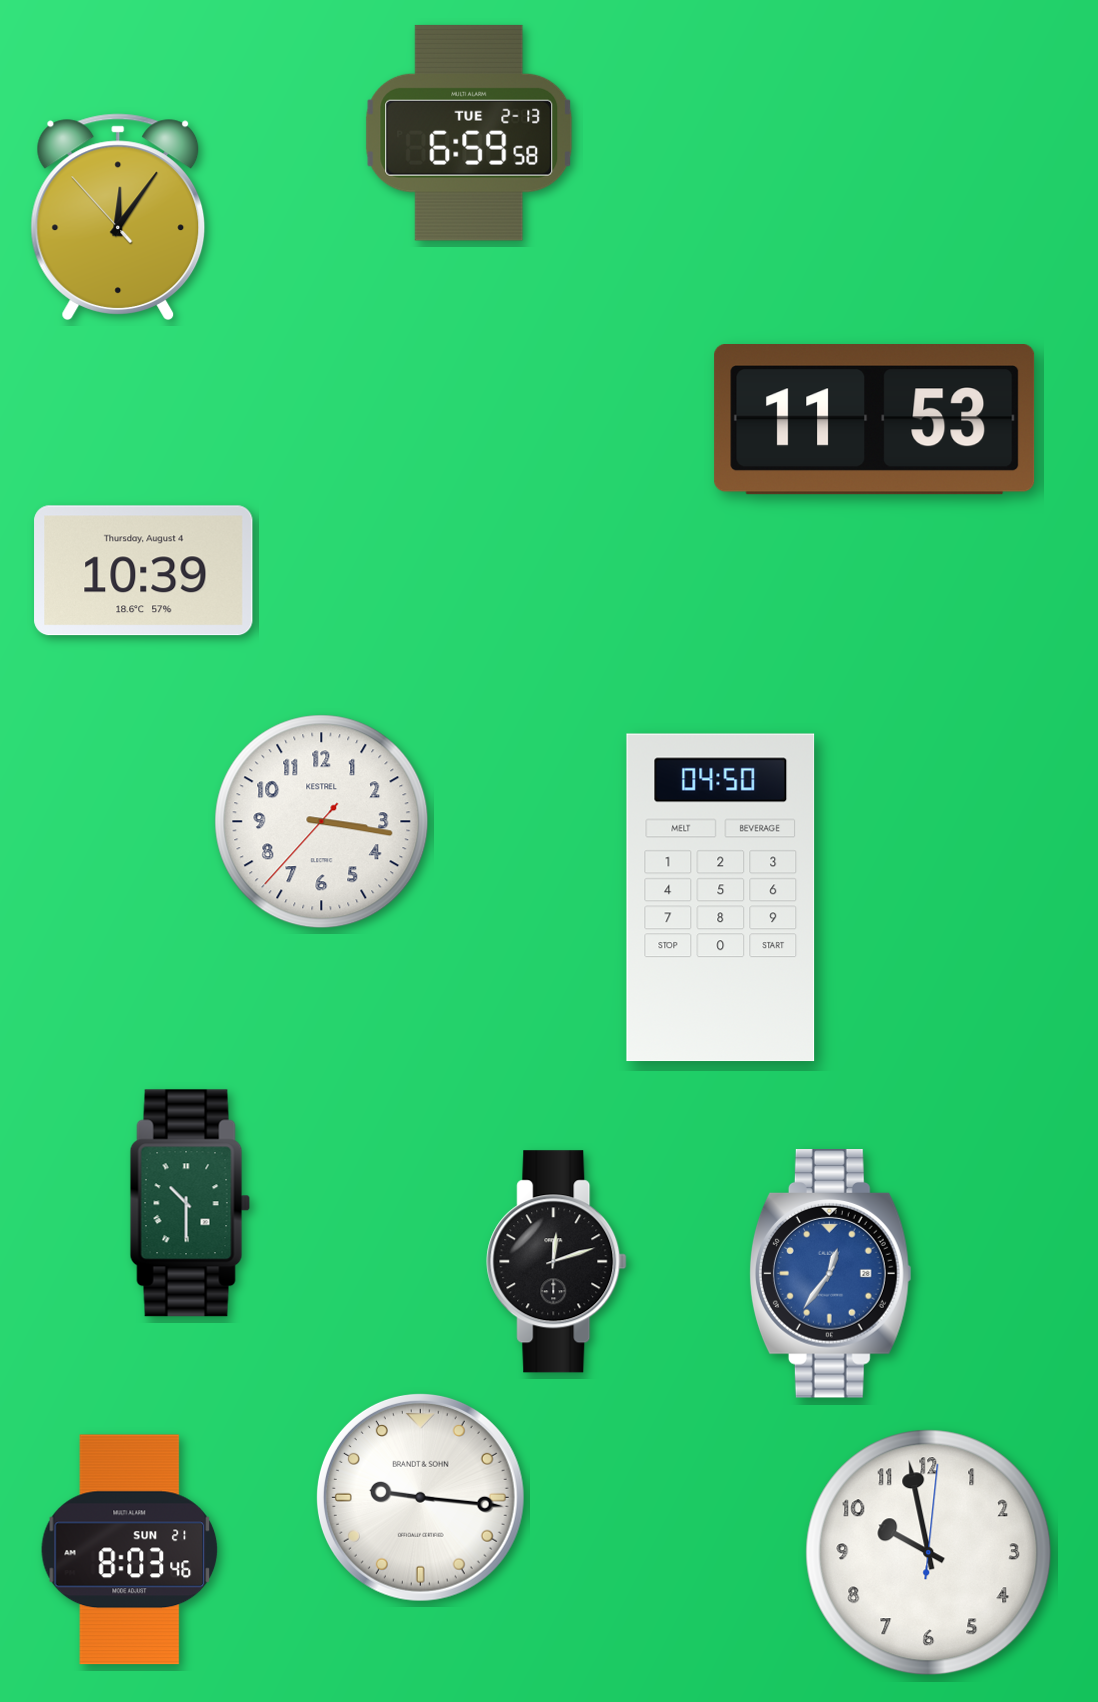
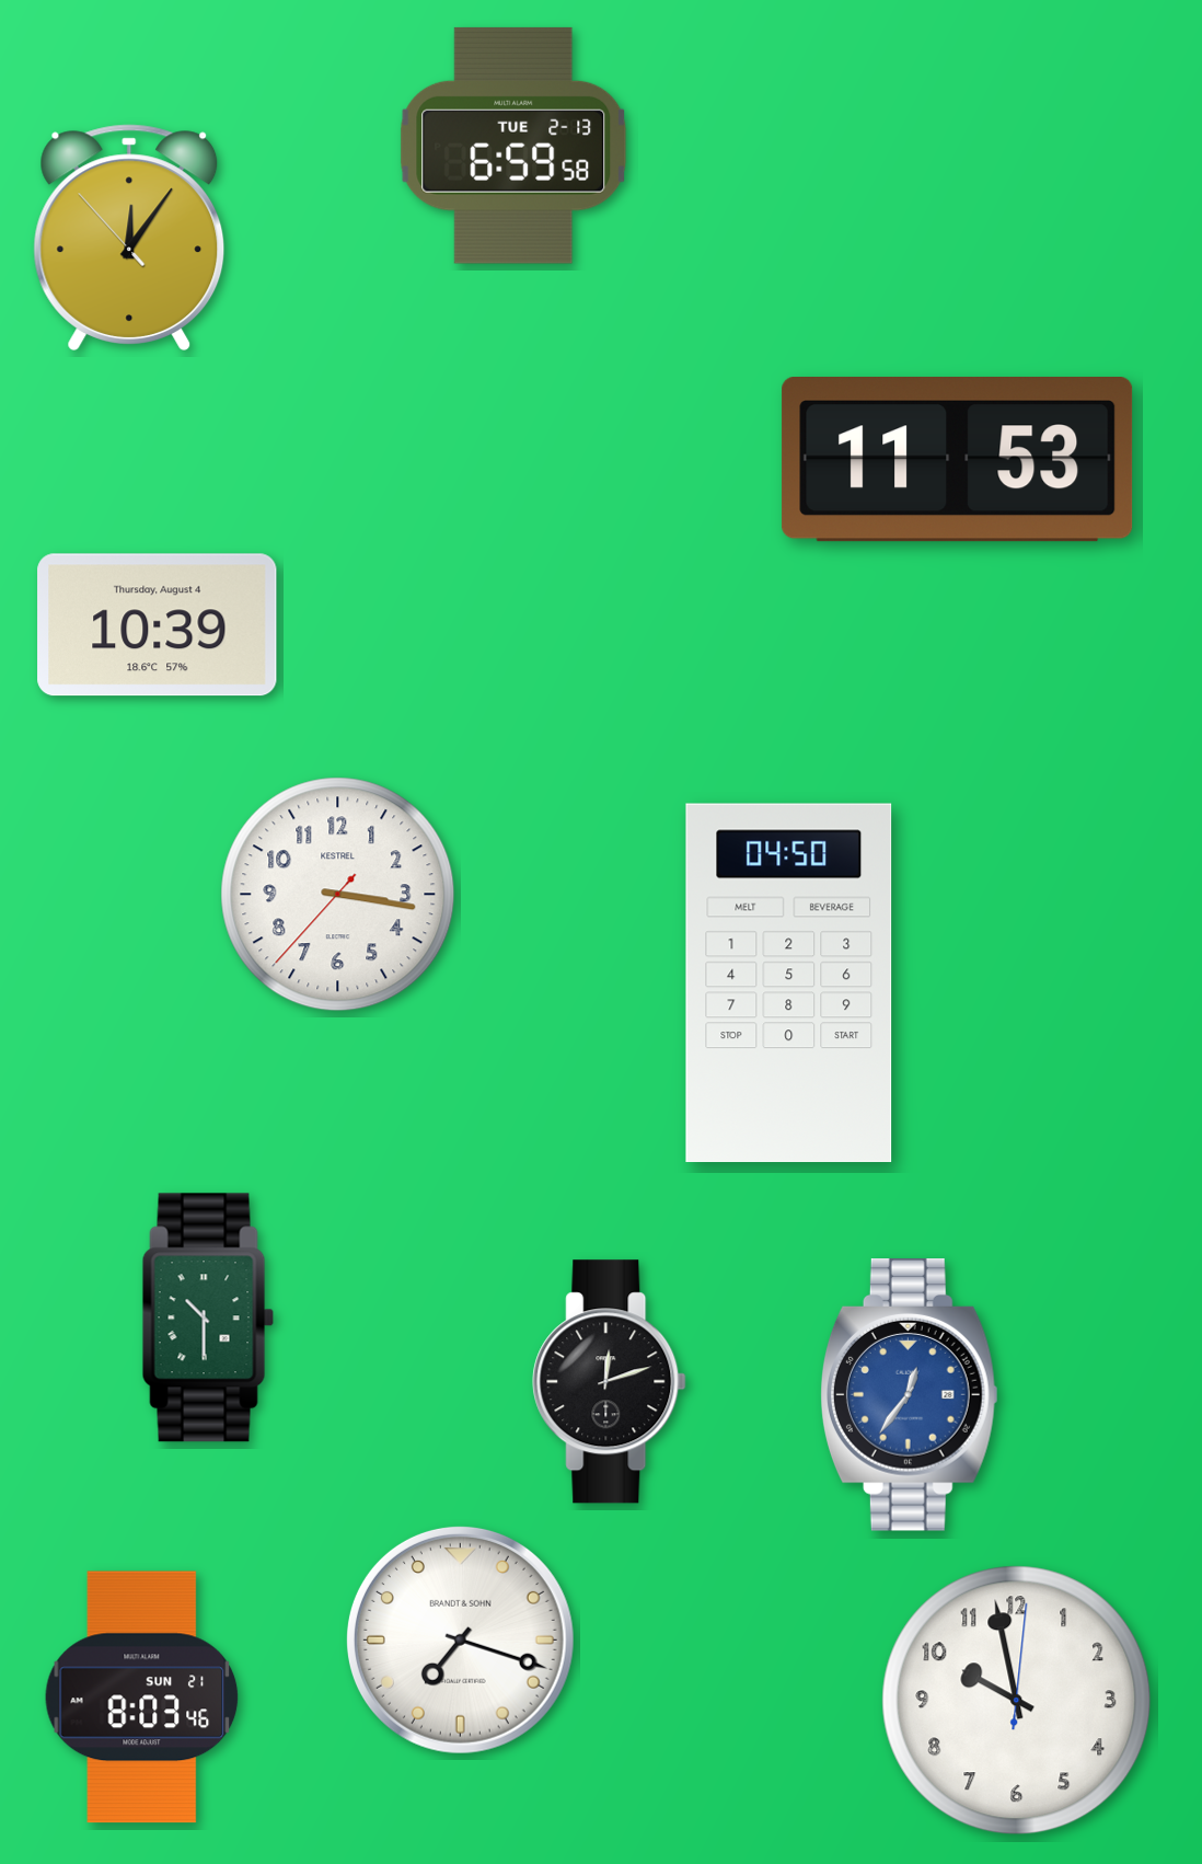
clock at (322, 822) position: (322, 822) -> (338, 895)
clock at (420, 1497): 9:16 -> 7:18
